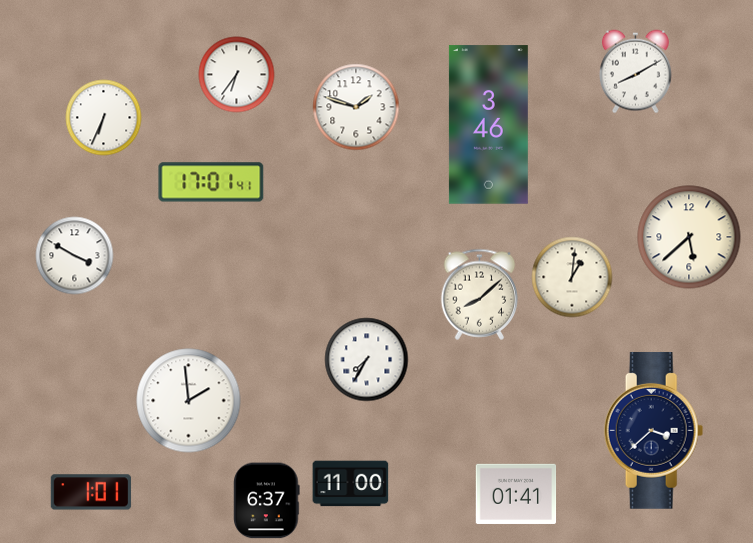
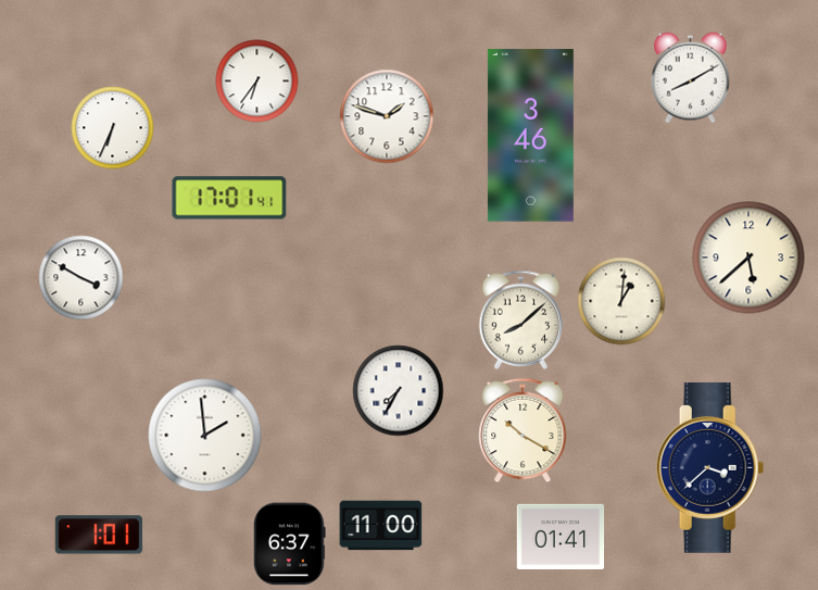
clock at (523, 430): none -> 10:20
